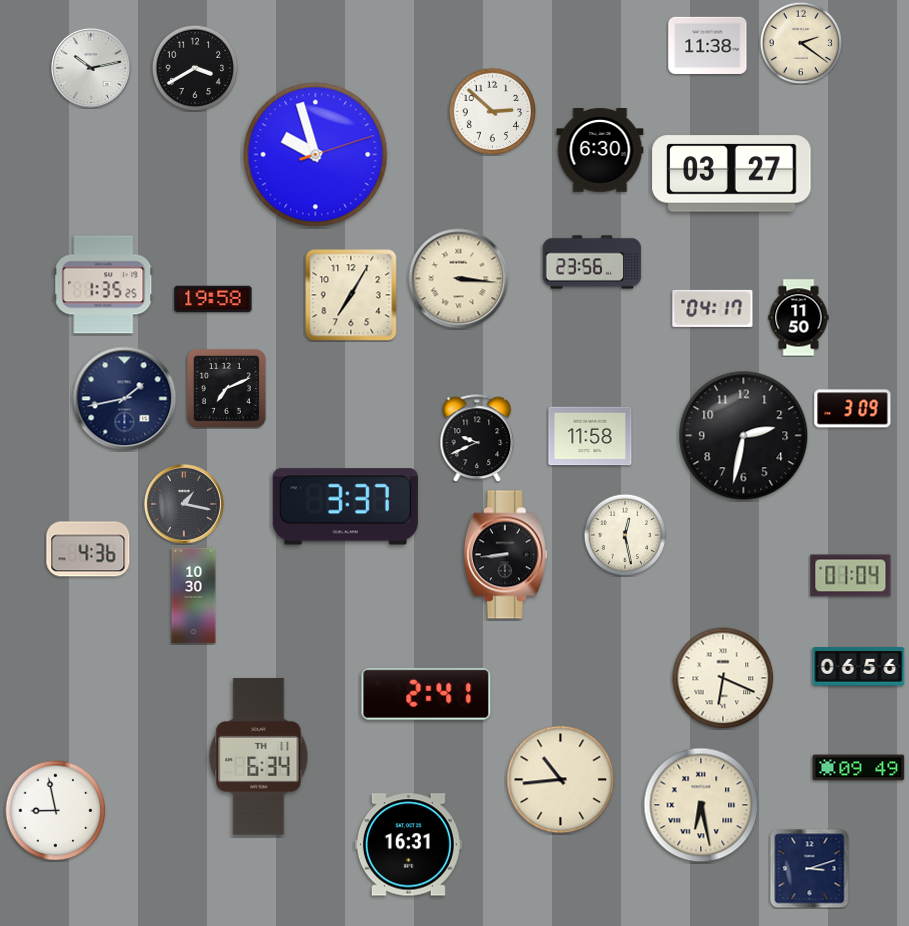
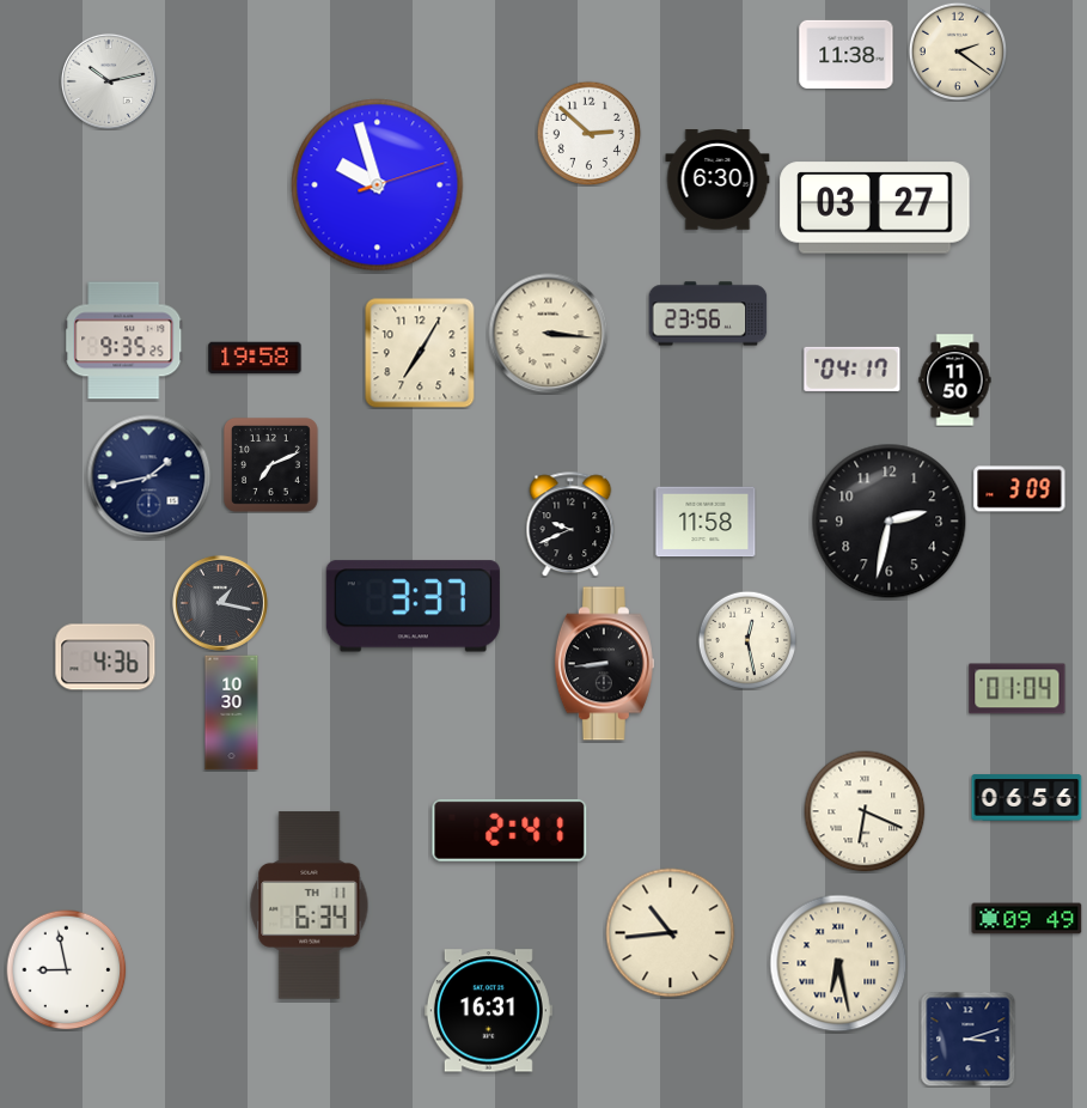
clock at (195, 68): 3:40 -> none
clock at (104, 285): 1:35 -> 9:35
